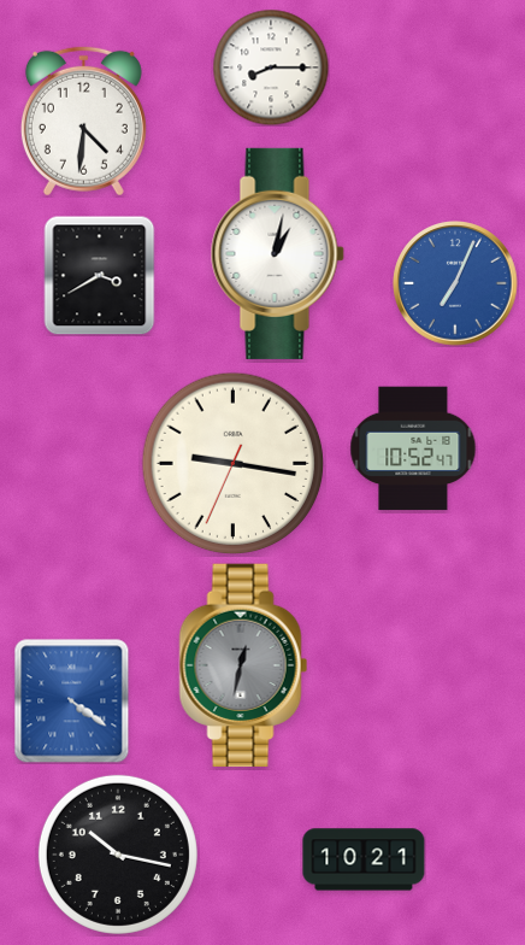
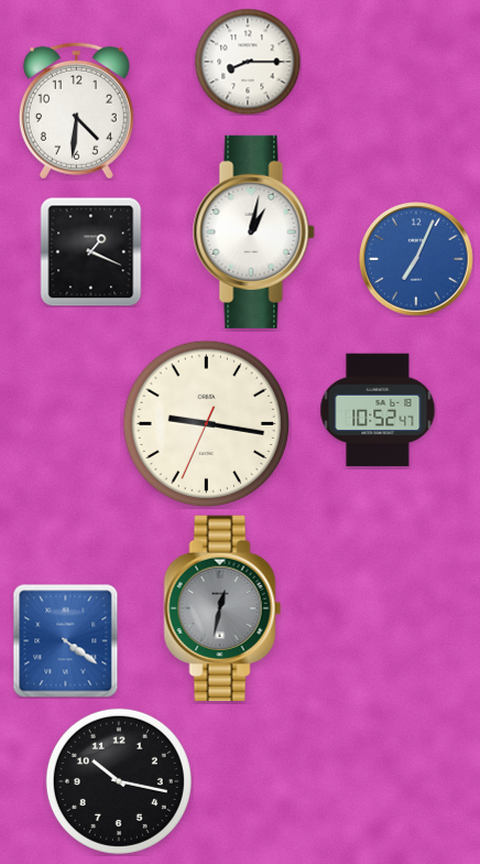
clock at (100, 275): 3:40 -> 1:19
clock at (234, 464) position: (234, 464) -> (207, 424)
clock at (118, 855) position: (118, 855) -> (119, 781)
clock at (364, 859): 10:21 -> none
